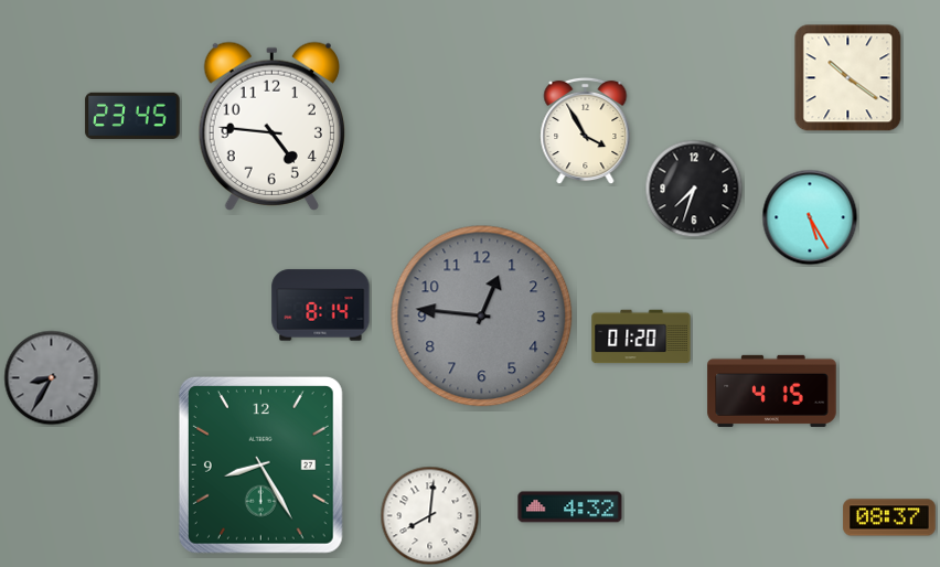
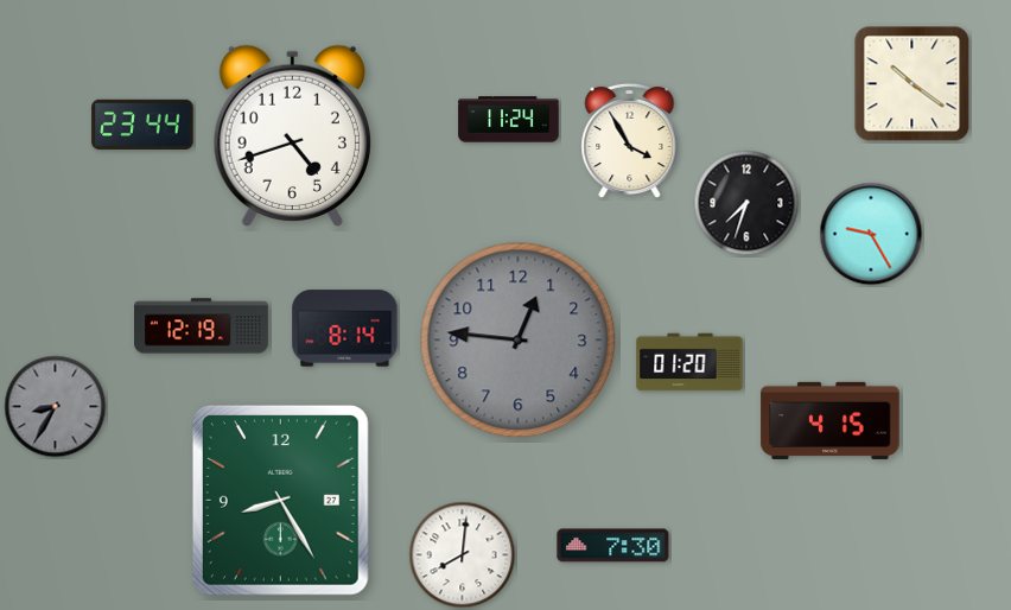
clock at (509, 120): none -> 11:24
clock at (132, 116): 23:45 -> 23:44
clock at (271, 126): 4:46 -> 4:42
clock at (810, 217): 5:25 -> 9:25
clock at (202, 326): none -> 12:19
clock at (570, 507): 4:32 -> 7:30
clock at (889, 517): 08:37 -> none
